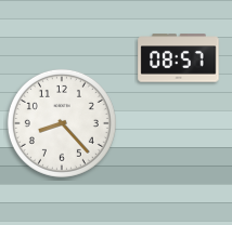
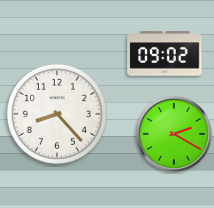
clock at (179, 58): 08:57 -> 09:02
clock at (174, 134): none -> 2:20
